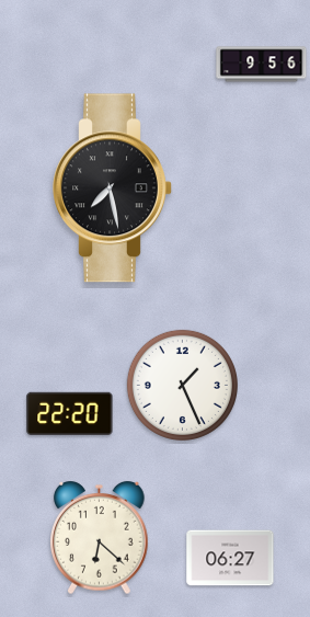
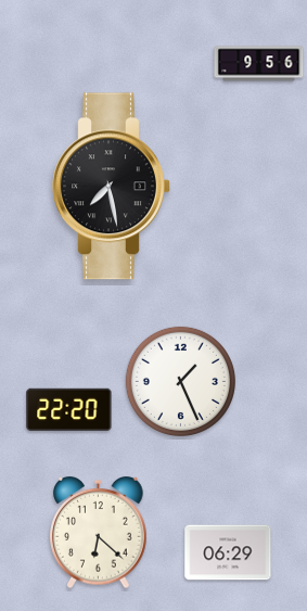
clock at (230, 558): 06:27 -> 06:29
